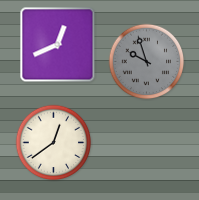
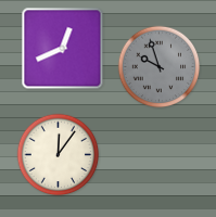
clock at (54, 143): 12:39 -> 12:06
